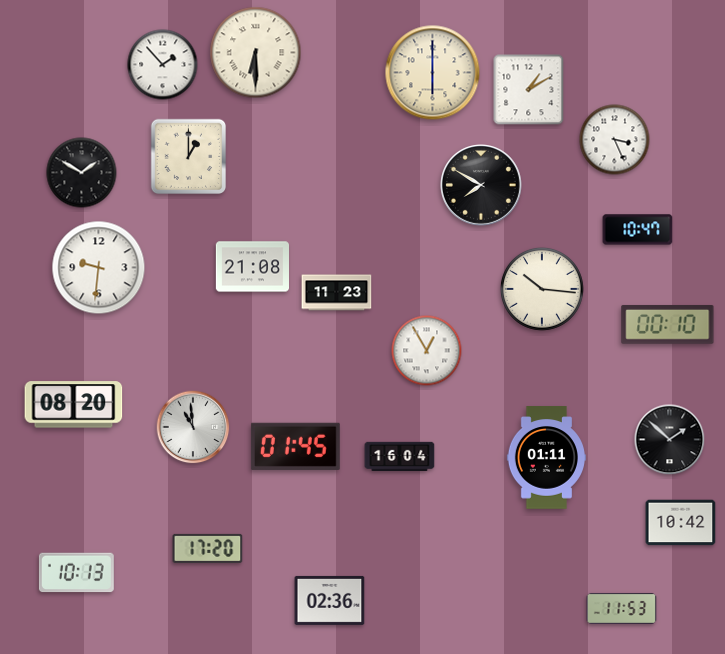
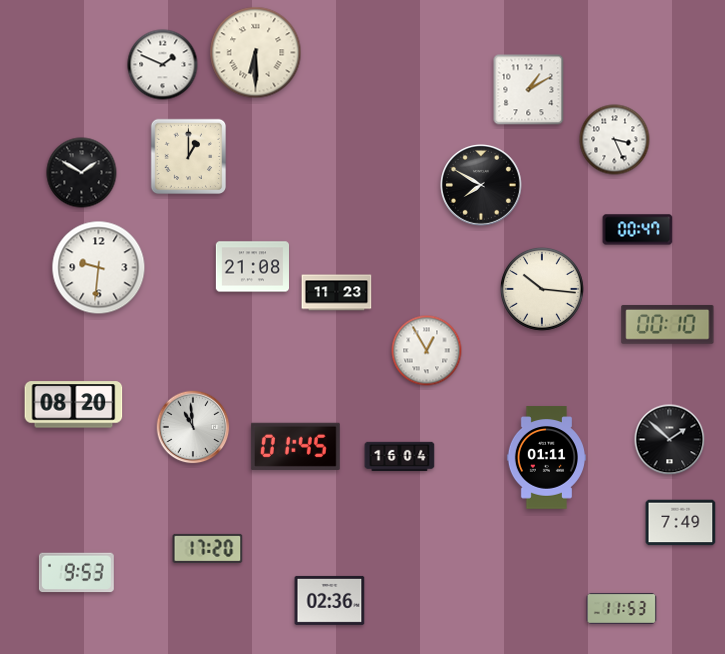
clock at (163, 65): 1:53 -> 1:49
clock at (433, 73): 6:00 -> none
clock at (638, 230): 10:47 -> 00:47
clock at (681, 523): 10:42 -> 7:49
clock at (76, 573): 10:13 -> 9:53
